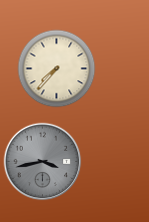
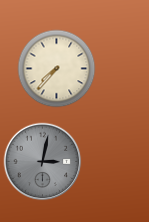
clock at (42, 161): 3:43 -> 3:02
